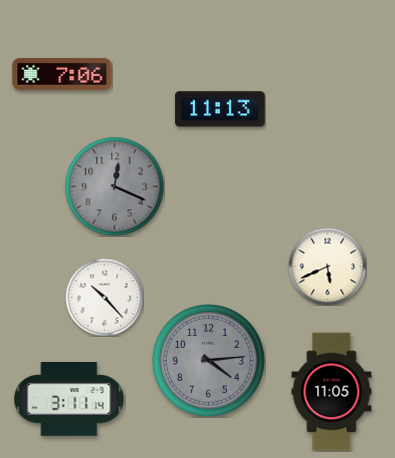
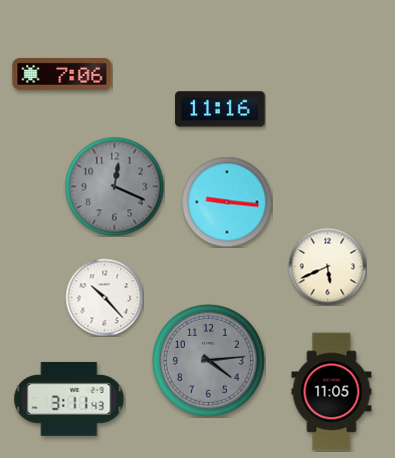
clock at (220, 109): 11:13 -> 11:16
clock at (227, 202): none -> 9:16
clock at (69, 399): 3:11:14 -> 3:11:43
